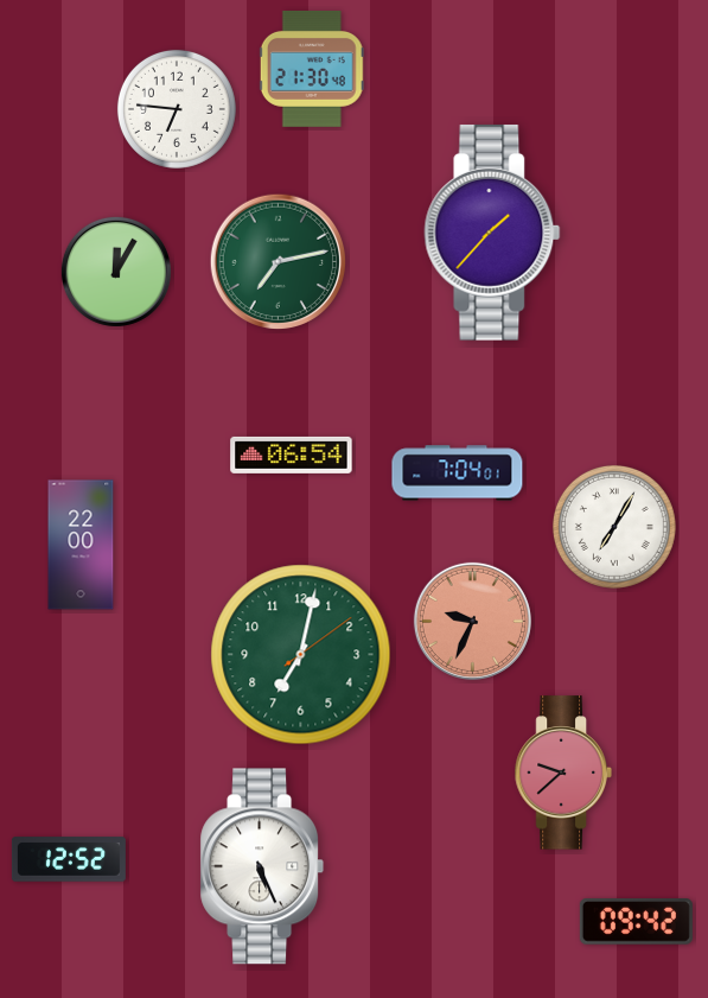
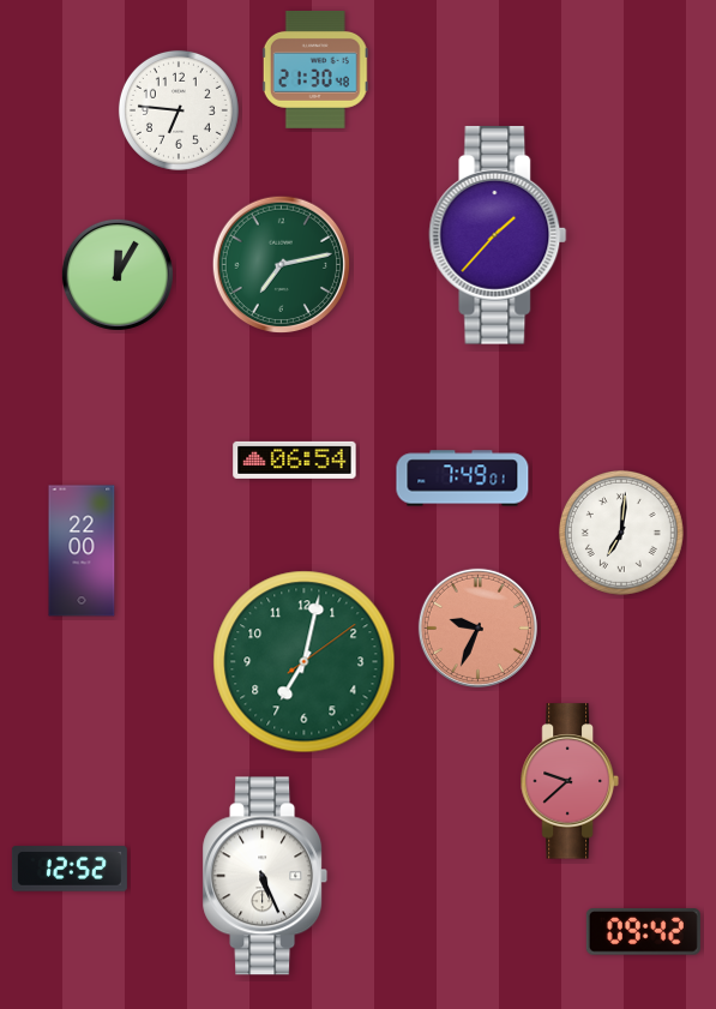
clock at (458, 473): 7:04 -> 7:49
clock at (614, 527): 7:05 -> 7:01
